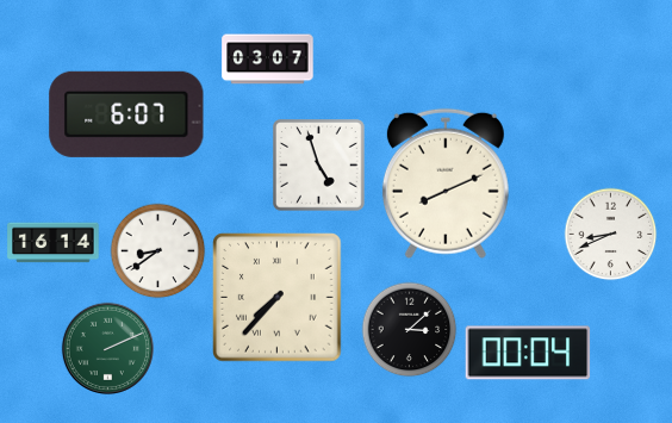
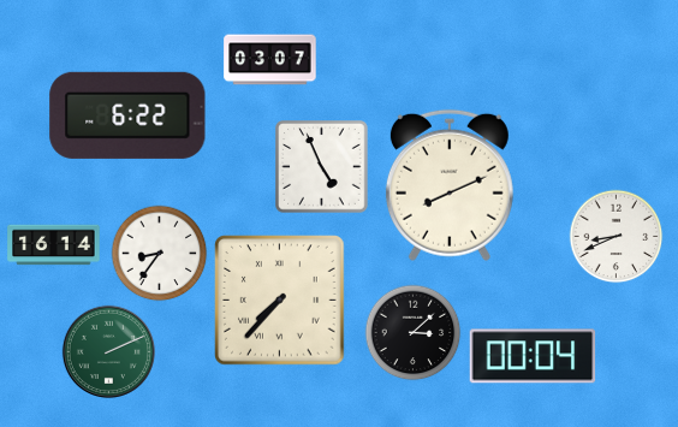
clock at (126, 114): 6:07 -> 6:22
clock at (319, 166): 4:57 -> 4:56
clock at (157, 250): 8:39 -> 8:36
